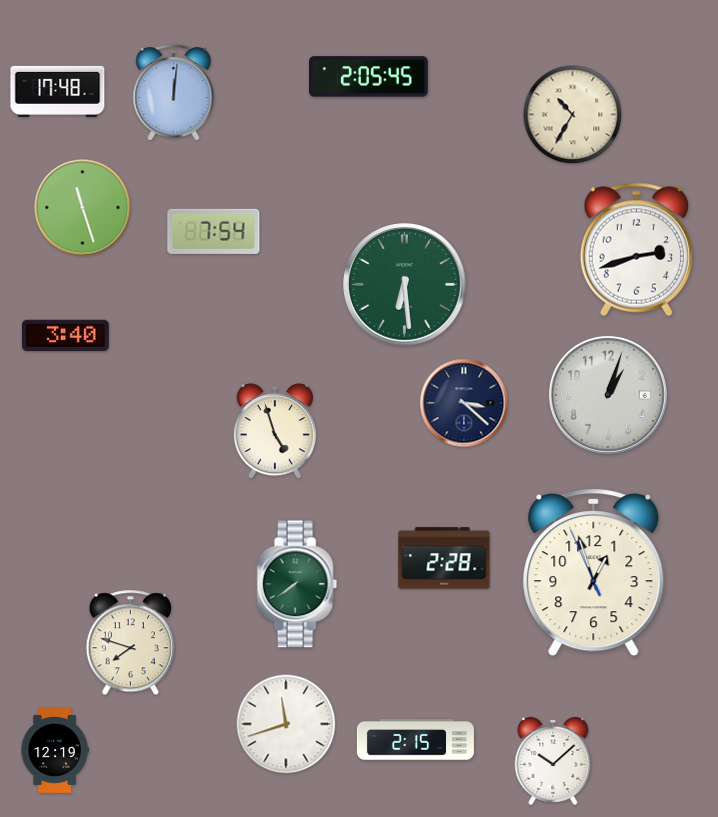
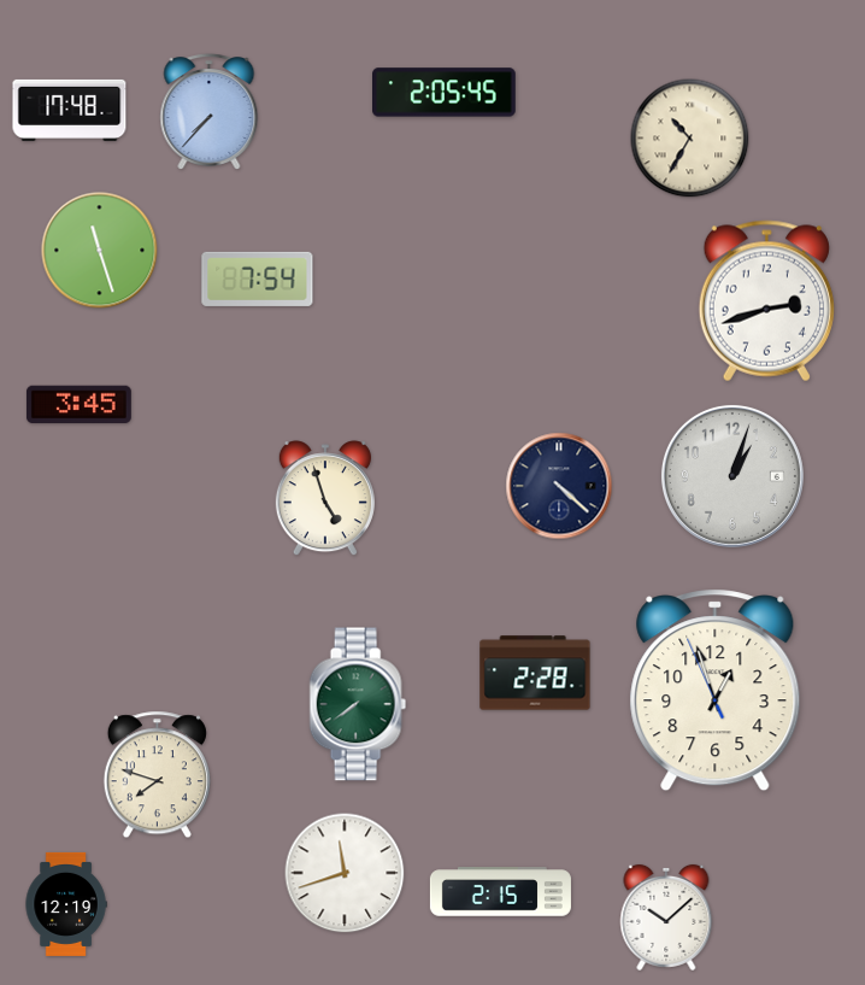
clock at (174, 93): 12:01 -> 7:37
clock at (405, 285): 6:29 -> none
clock at (65, 336): 3:40 -> 3:45
clock at (464, 403): 3:22 -> 4:22
clock at (275, 432) position: (275, 432) -> (325, 499)
